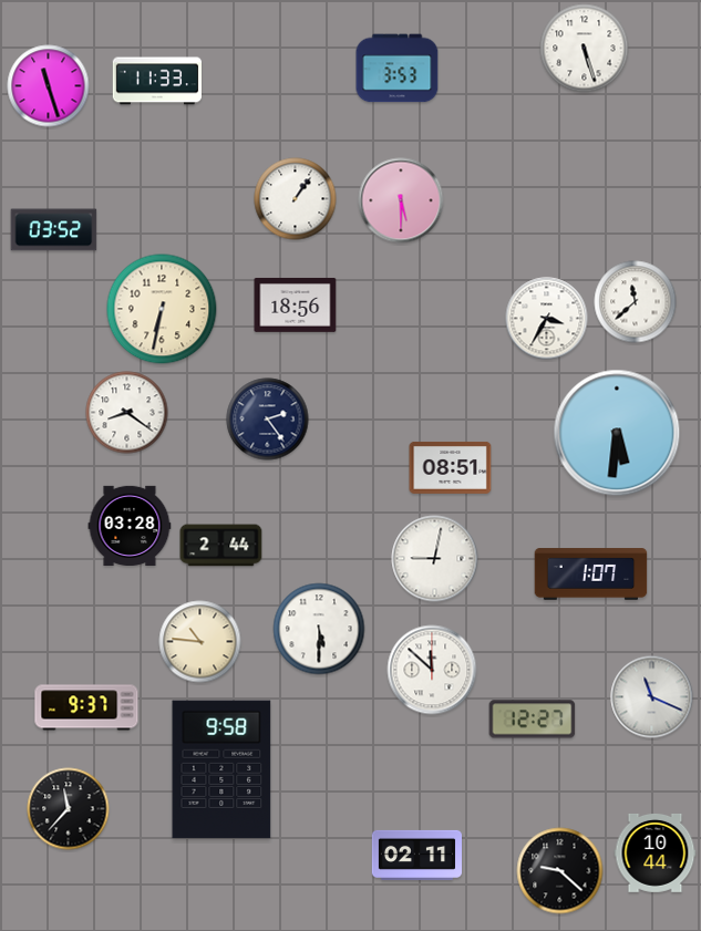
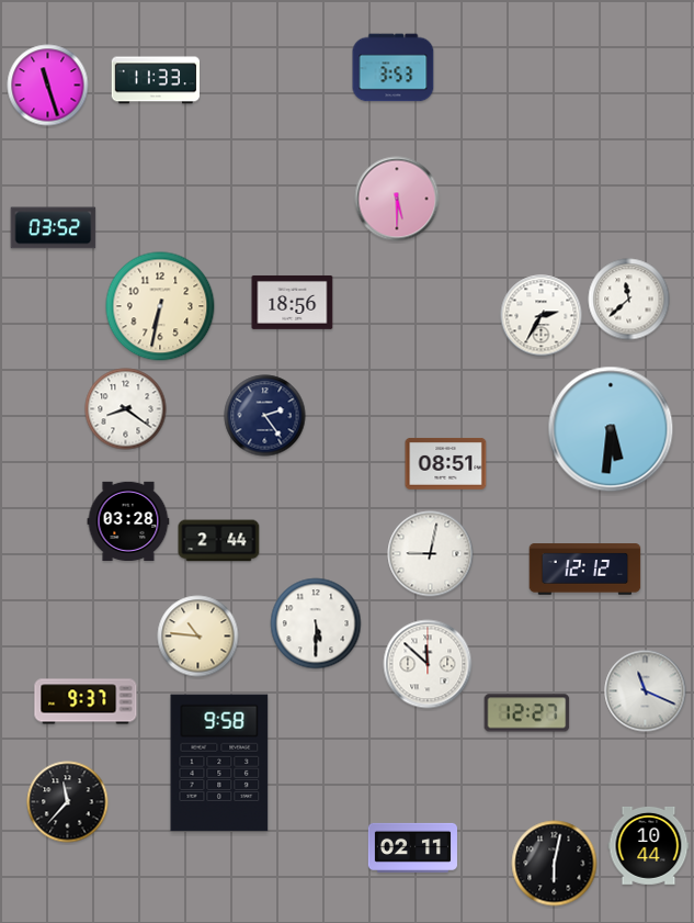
clock at (585, 49): 5:27 -> none
clock at (296, 199): 1:06 -> none
clock at (547, 319): 3:35 -> 2:35
clock at (591, 575): 1:07 -> 12:12
clock at (560, 871): 9:22 -> 6:02
